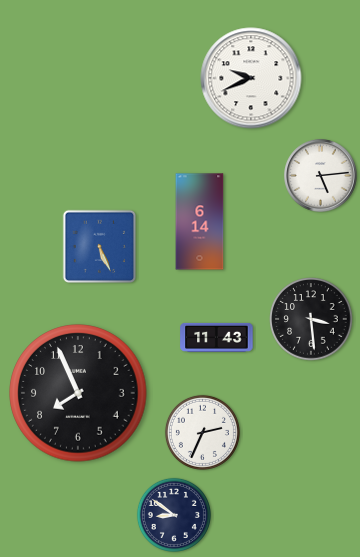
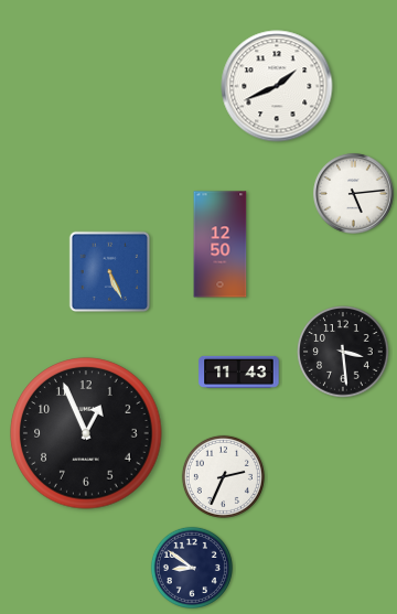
clock at (251, 78): 9:41 -> 1:41
clock at (200, 222): 6:14 -> 12:50
clock at (78, 393): 7:56 -> 12:56
